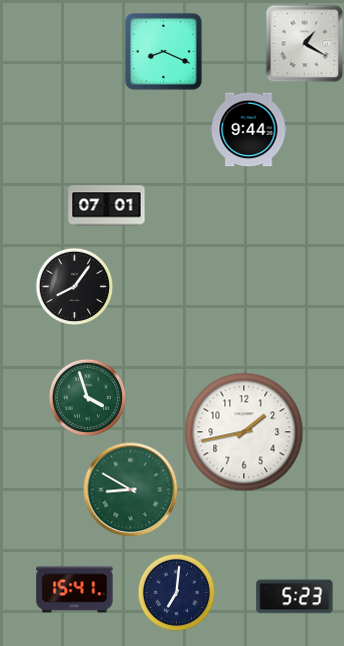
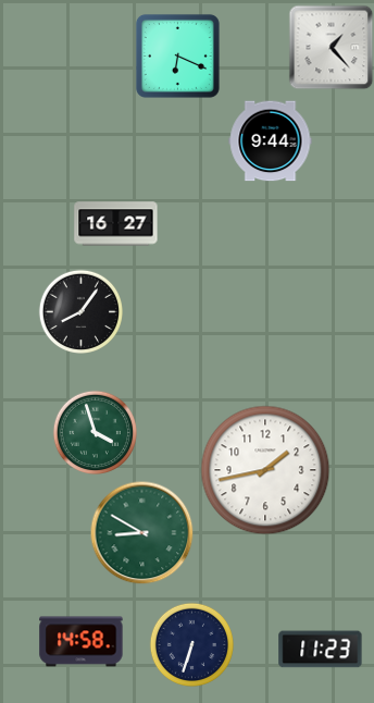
clock at (304, 43): 1:20 -> 1:23
clock at (163, 51): 8:19 -> 6:19
clock at (107, 206): 07:01 -> 16:27
clock at (75, 590): 15:41 -> 14:58
clock at (176, 592): 7:01 -> 6:33
clock at (295, 597): 5:23 -> 11:23
